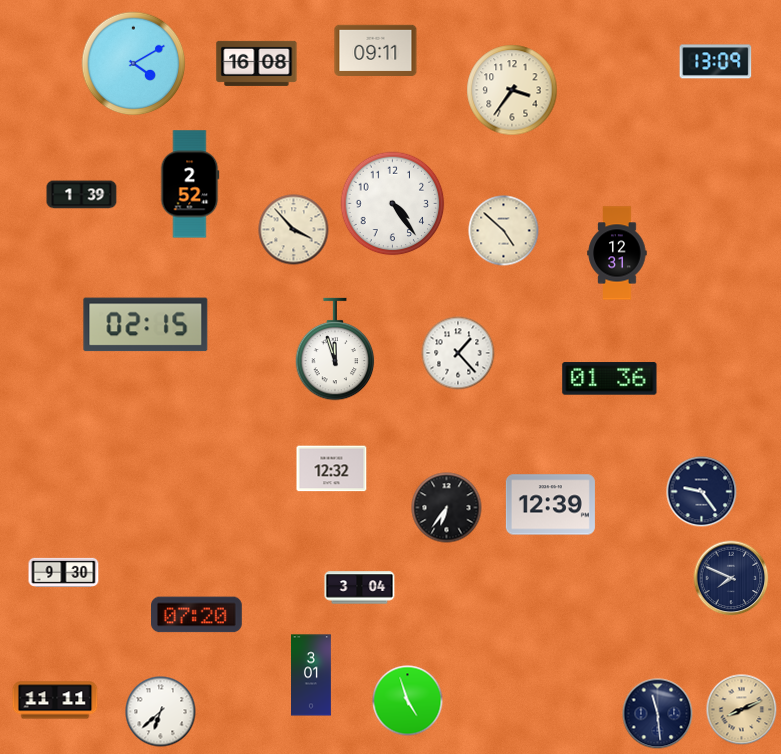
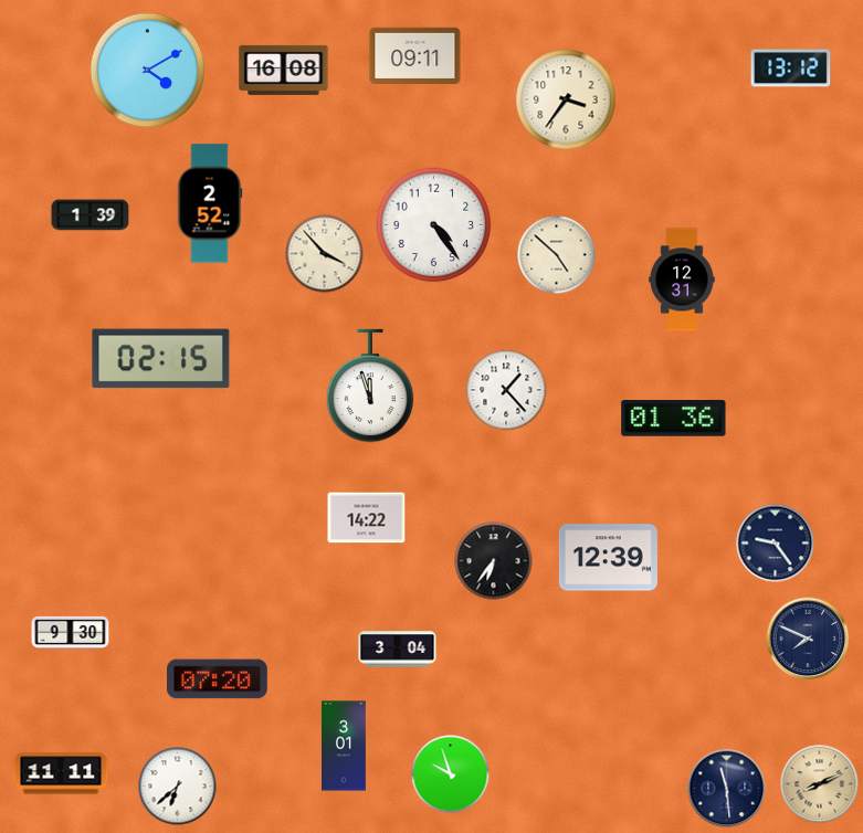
clock at (716, 62): 13:09 -> 13:12
clock at (332, 469): 12:32 -> 14:22
clock at (408, 701): 4:57 -> 9:57
